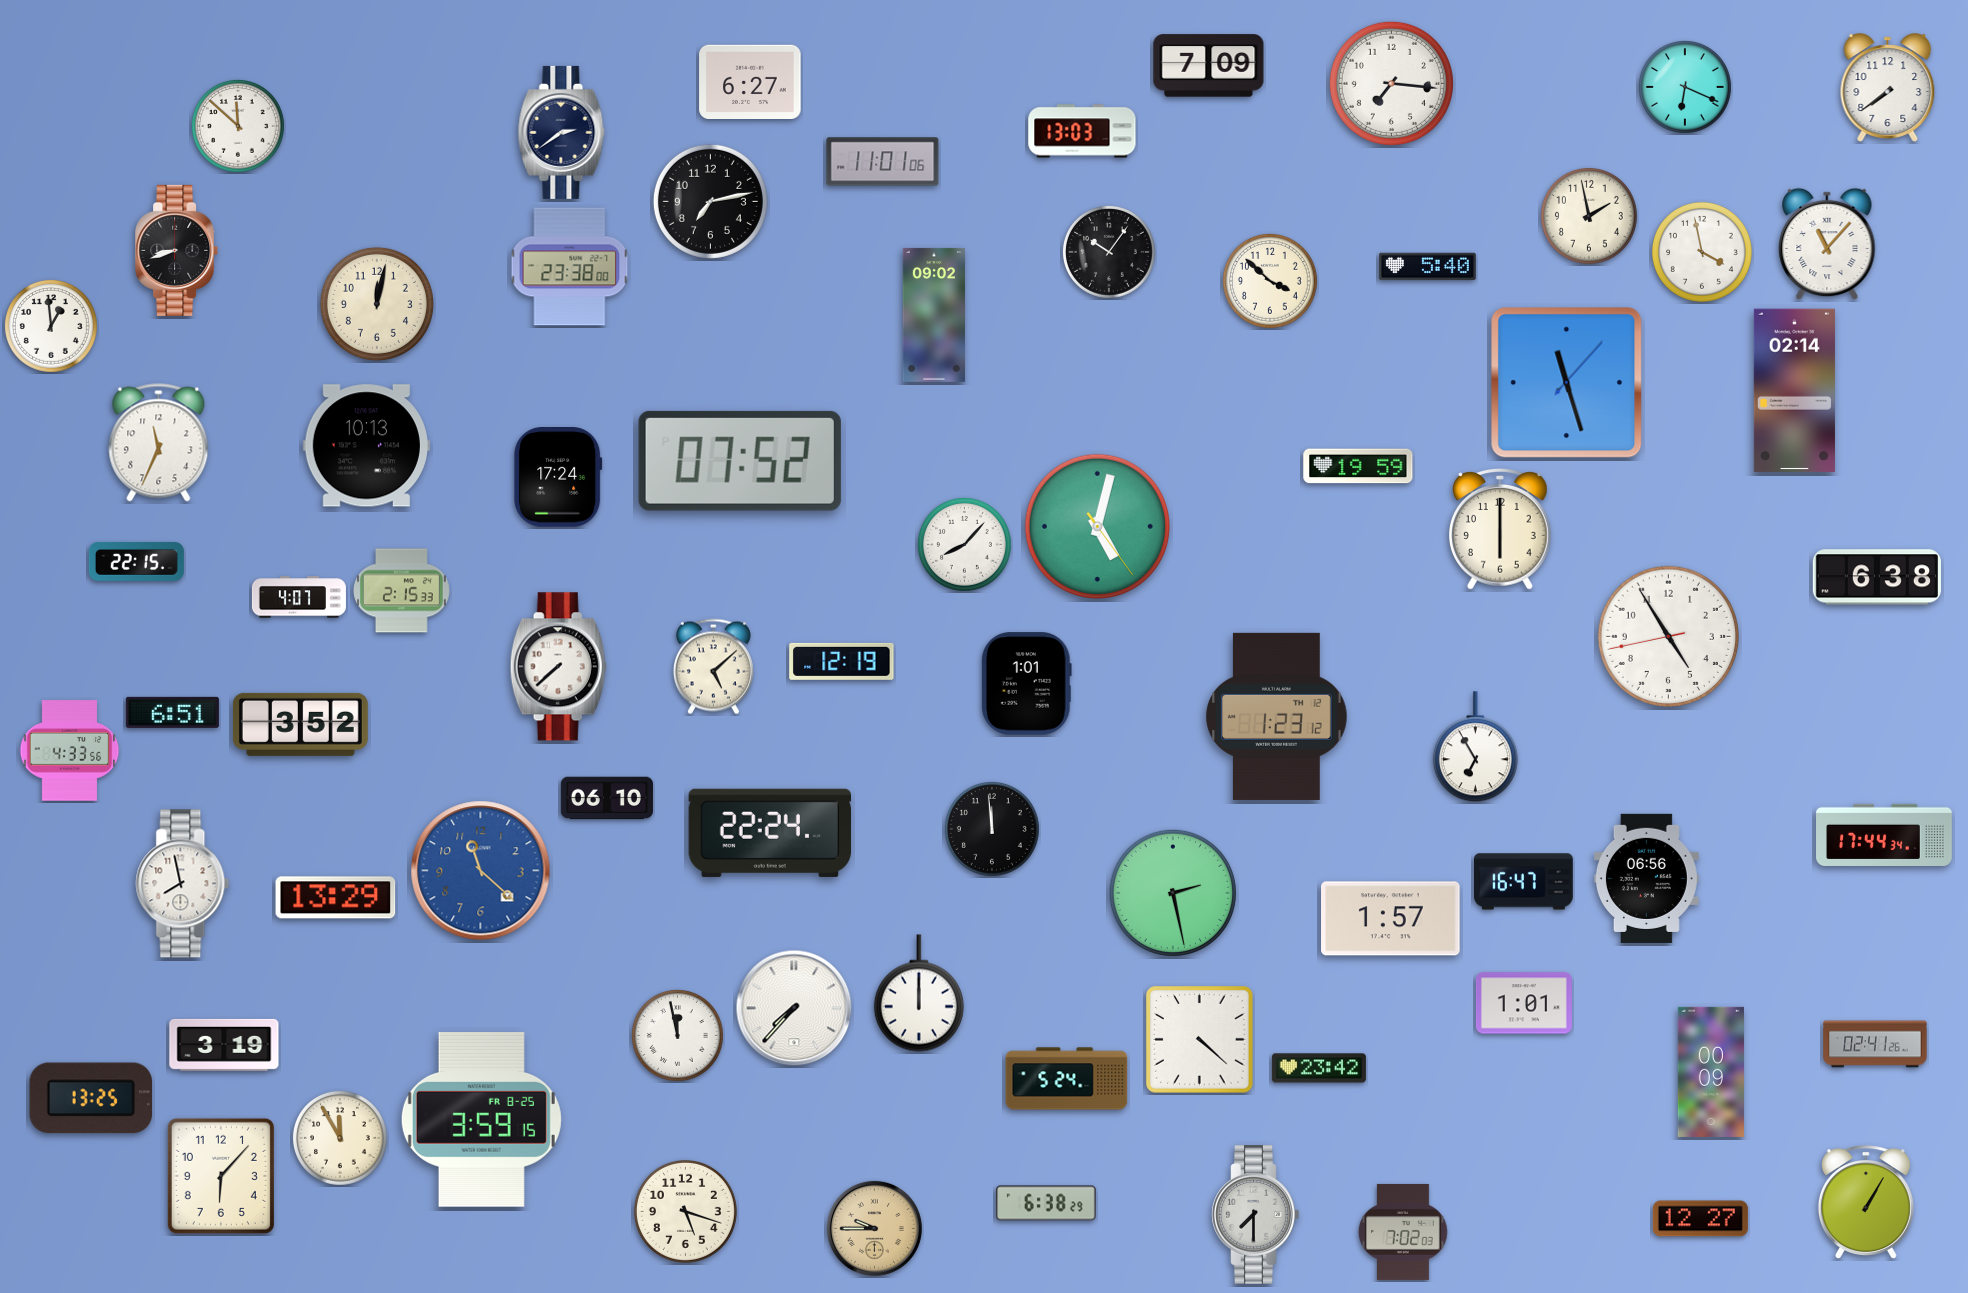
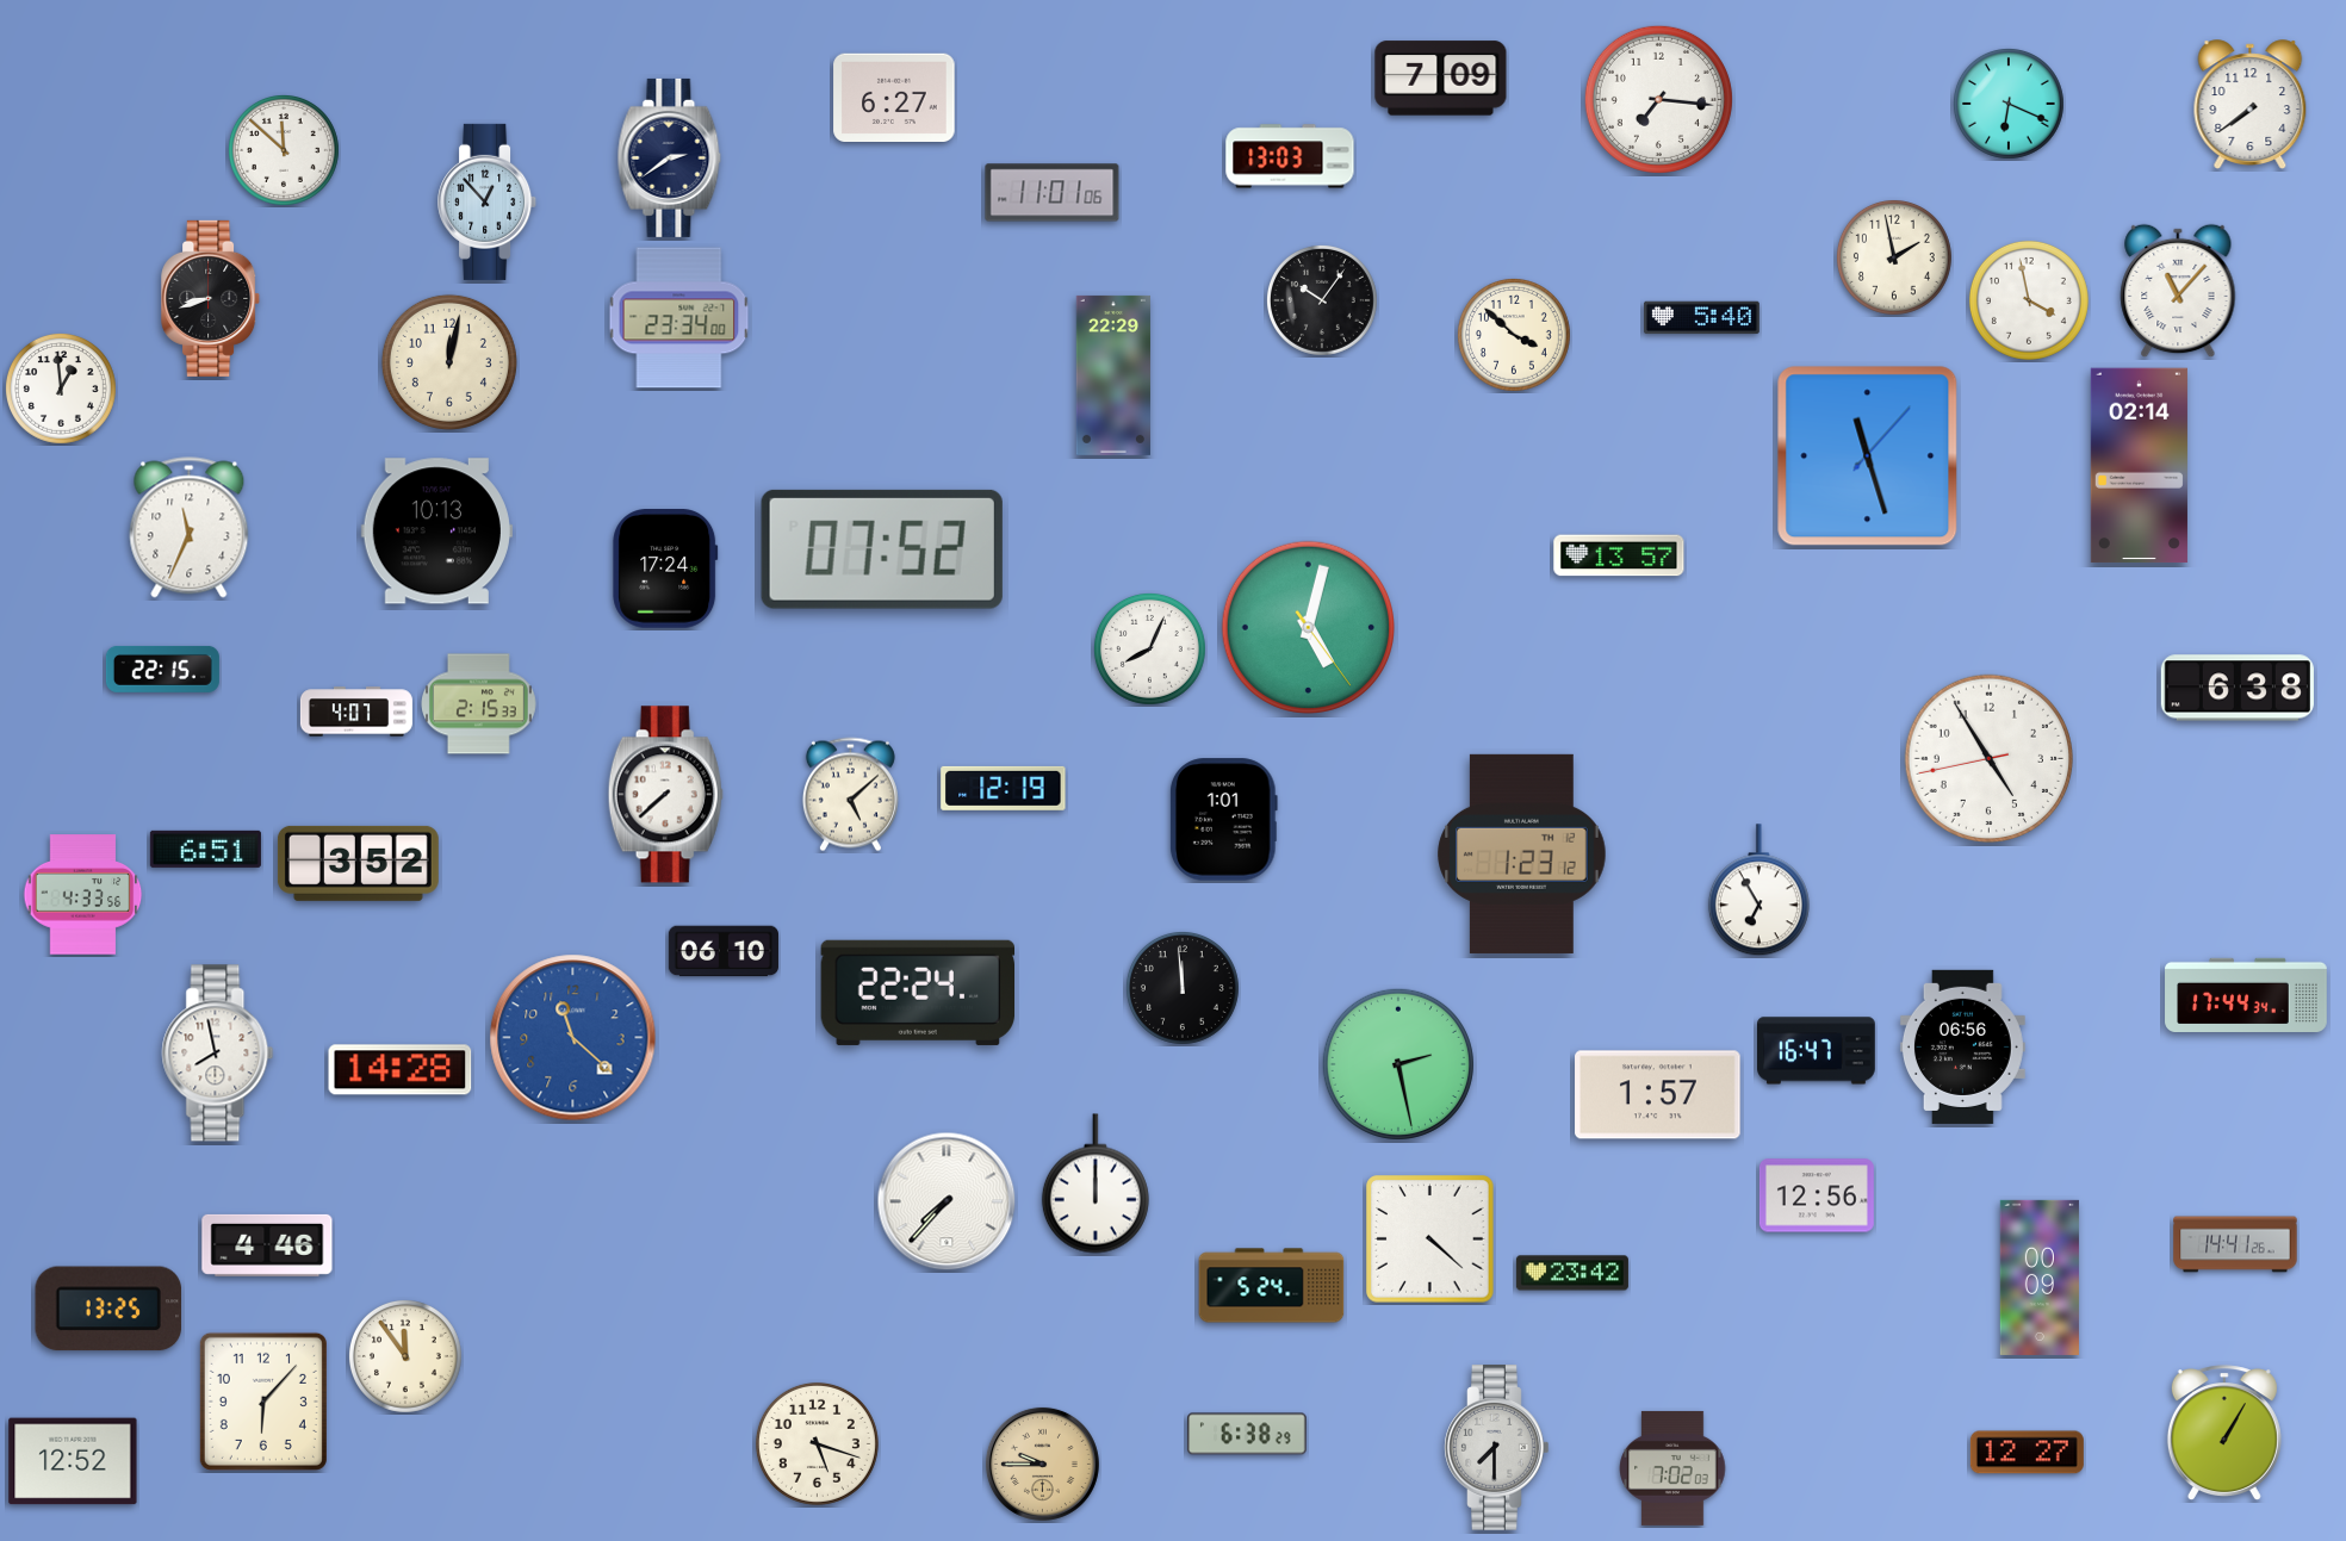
clock at (488, 201): none -> 12:53
clock at (710, 201): 7:13 -> none
clock at (570, 267): 23:38 -> 23:34
clock at (933, 315): 09:02 -> 22:29
clock at (1358, 466): 19:59 -> 13:57
clock at (1501, 530): 6:00 -> none
clock at (964, 544): 8:07 -> 8:04
clock at (1026, 684) position: (1026, 684) -> (1223, 820)
clock at (336, 898): 13:29 -> 14:28
clock at (1524, 1003): 1:01 -> 12:56
clock at (678, 1036): 11:58 -> none
clock at (1875, 1044): 02:41 -> 14:41
clock at (224, 1045): 3:19 -> 4:46
clock at (481, 1119): 3:59 -> none
clock at (340, 1138): 11:55 -> 11:54
clock at (73, 1461): none -> 12:52
